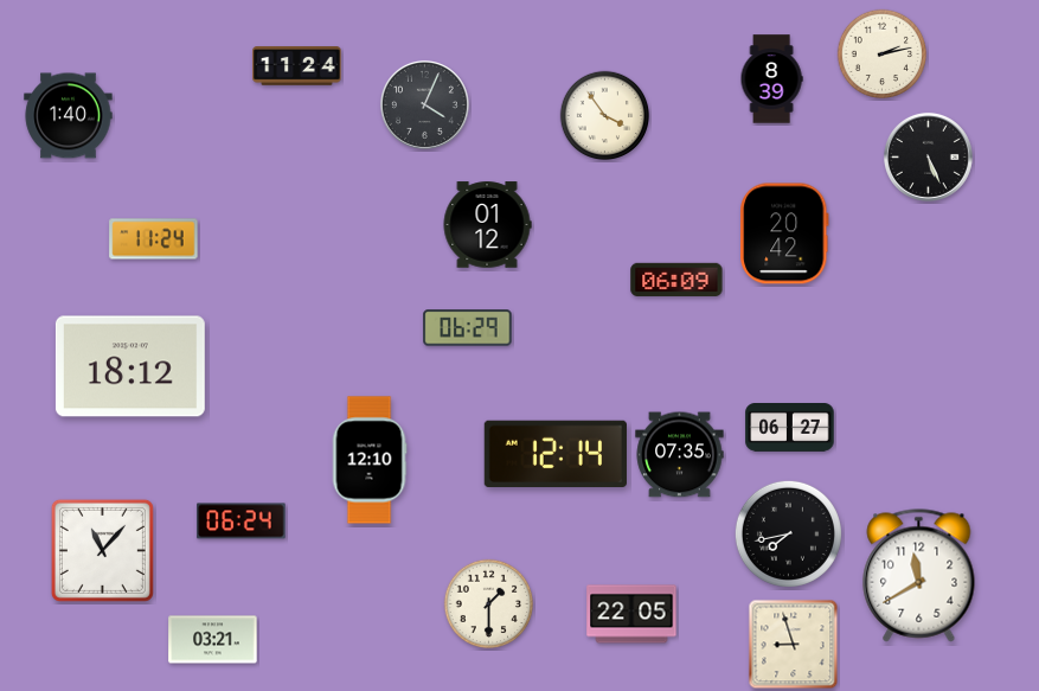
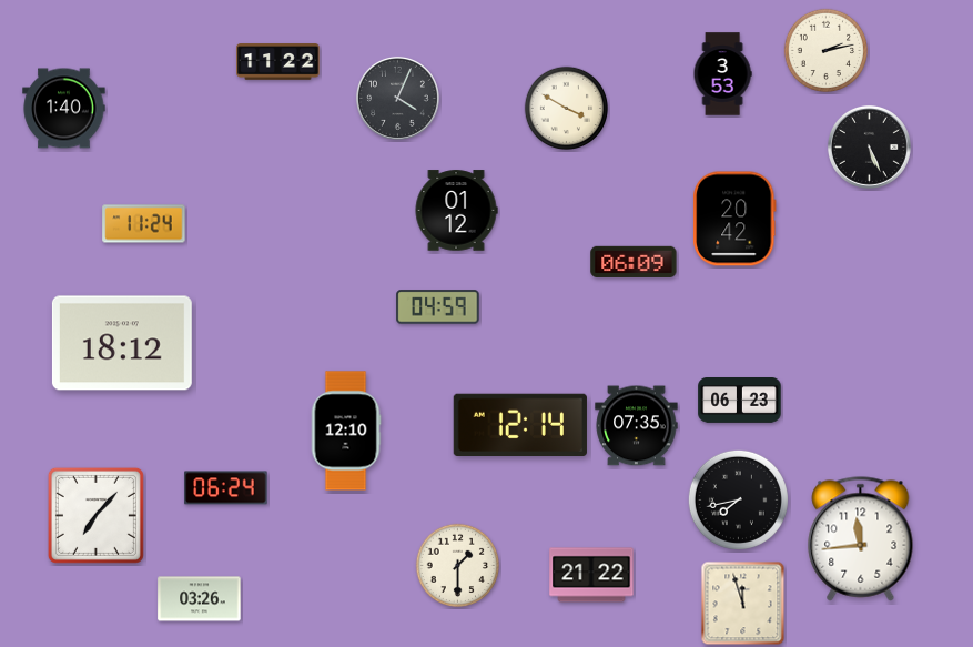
clock at (297, 66): 11:24 -> 11:22
clock at (771, 79): 8:39 -> 3:53
clock at (605, 116): 3:54 -> 3:50
clock at (468, 328): 06:29 -> 04:59
clock at (790, 428): 06:27 -> 06:23
clock at (102, 550): 11:07 -> 7:07
clock at (919, 576): 11:40 -> 11:44
clock at (631, 614): 22:05 -> 21:22
clock at (213, 640): 03:21 -> 03:26
clock at (794, 645): 8:57 -> 11:57
